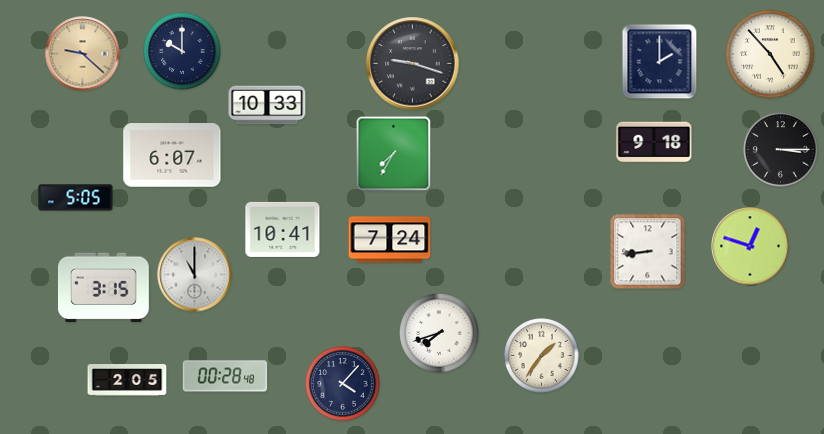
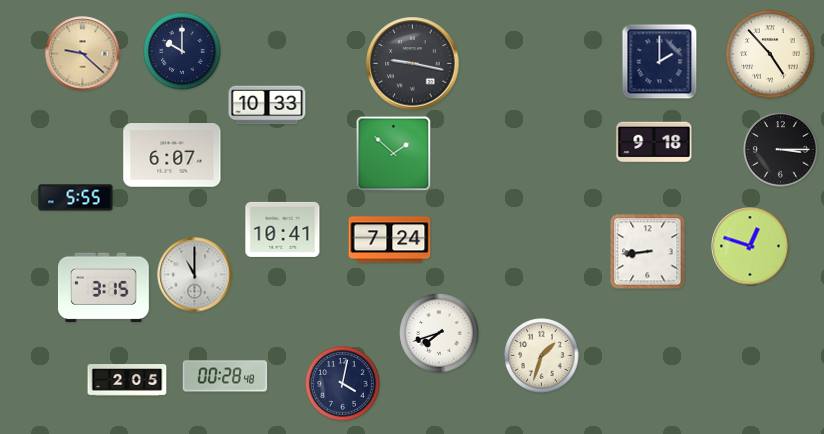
clock at (413, 64): 9:18 -> 9:17
clock at (394, 154): 7:35 -> 1:52
clock at (76, 198): 5:05 -> 5:55
clock at (542, 356): 1:36 -> 1:33
clock at (343, 384): 4:07 -> 4:02
